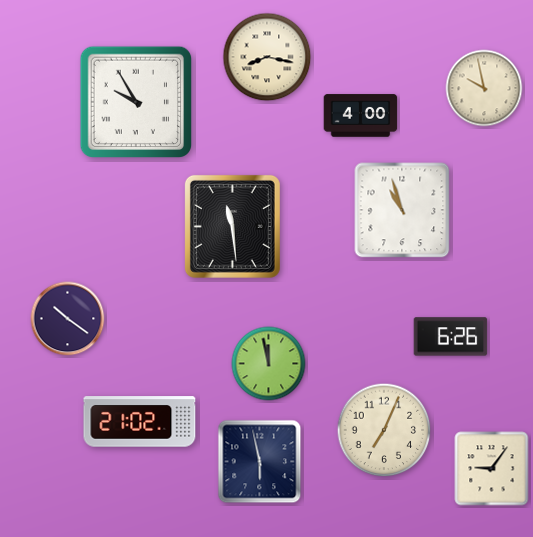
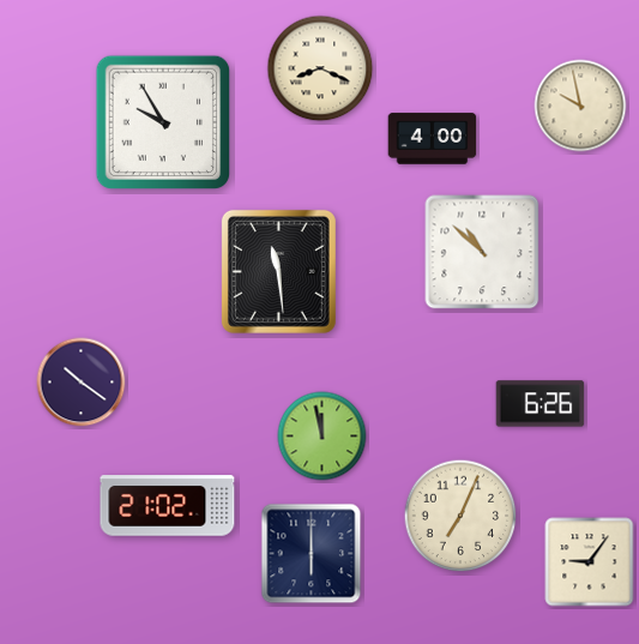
clock at (267, 57): 8:17 -> 8:19
clock at (402, 210): 10:57 -> 10:52
clock at (260, 462): 5:58 -> 6:00
